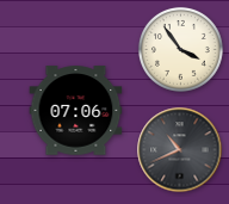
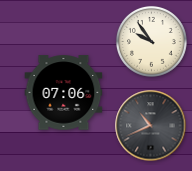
clock at (180, 49): 3:54 -> 9:54
